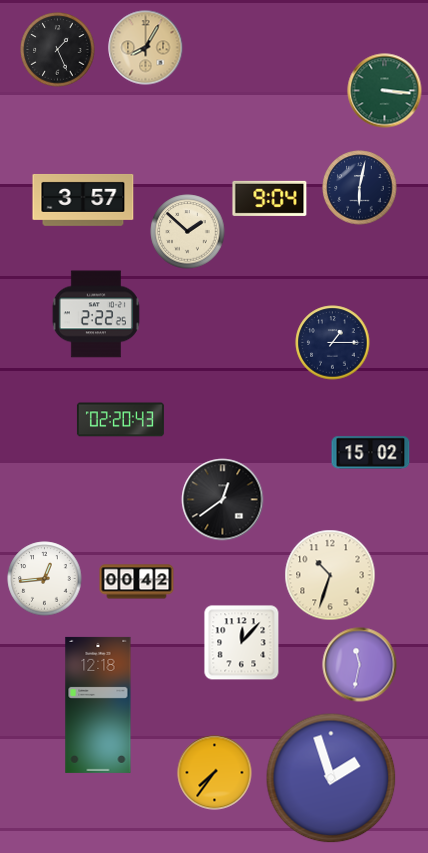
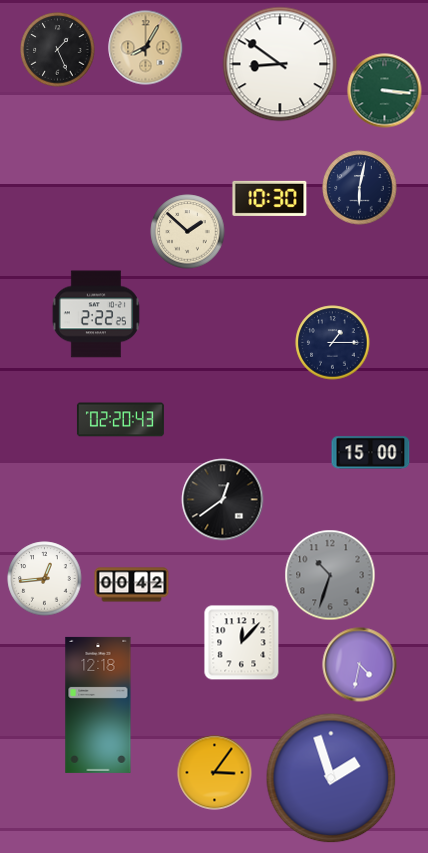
clock at (280, 64): none -> 8:51
clock at (270, 198): 9:04 -> 10:30
clock at (83, 200): 3:57 -> none
clock at (371, 453): 15:02 -> 15:00
clock at (330, 575) dial: cream -> grey
clock at (137, 582) position: (137, 582) -> (132, 585)
clock at (360, 665): 11:32 -> 4:32
clock at (215, 773): 7:36 -> 3:06
